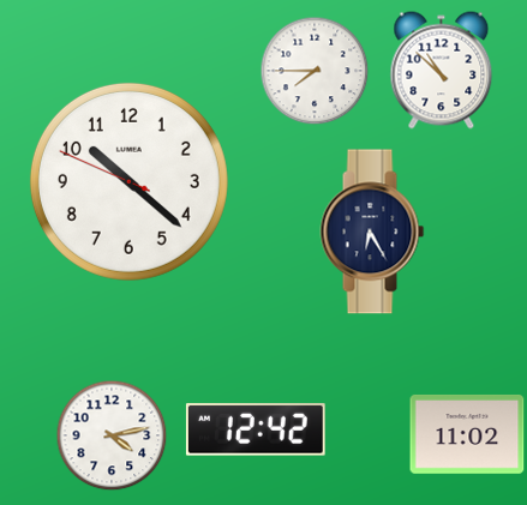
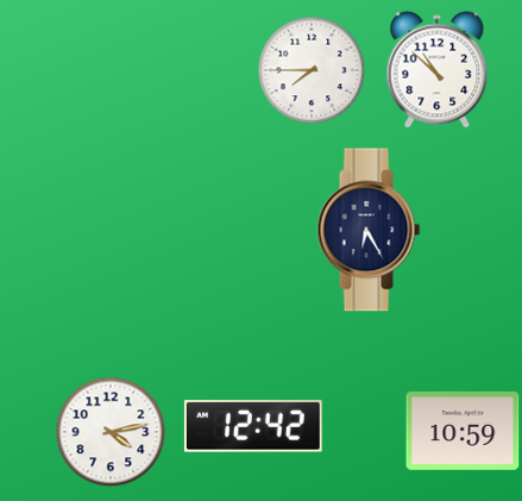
clock at (128, 181): 10:21 -> none
clock at (467, 434): 11:02 -> 10:59
